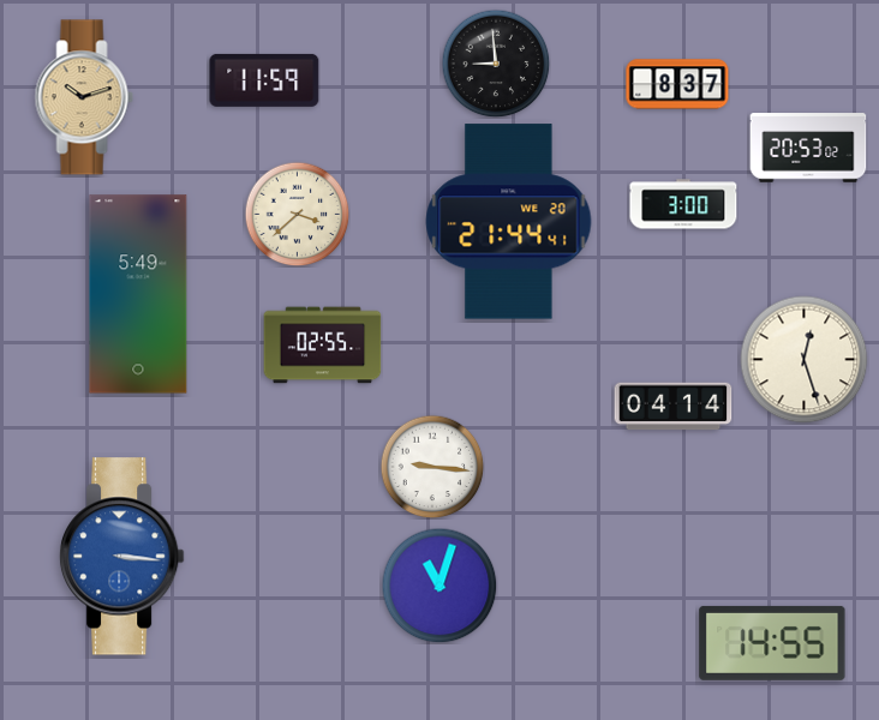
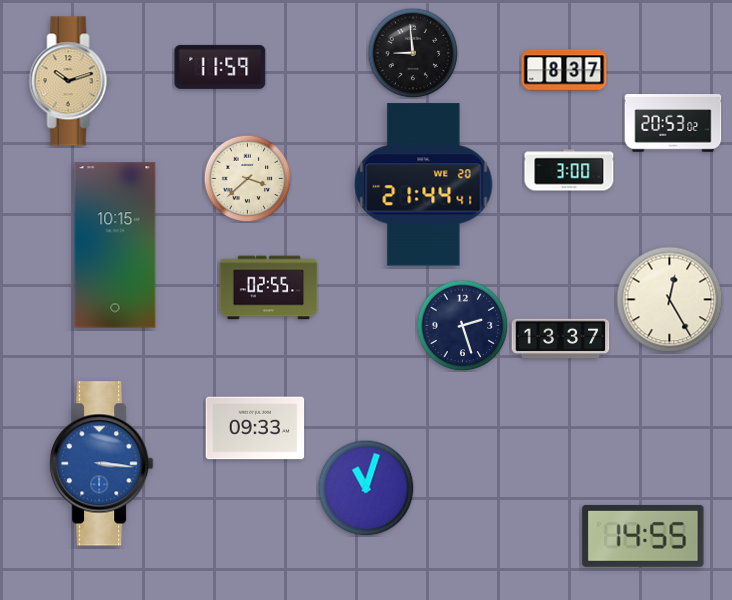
clock at (138, 294): 5:49 -> 10:15
clock at (805, 360): 12:27 -> 12:25
clock at (462, 325): none -> 2:27
clock at (674, 407): 04:14 -> 13:37
clock at (432, 467): 9:16 -> none
clock at (255, 428): none -> 09:33
